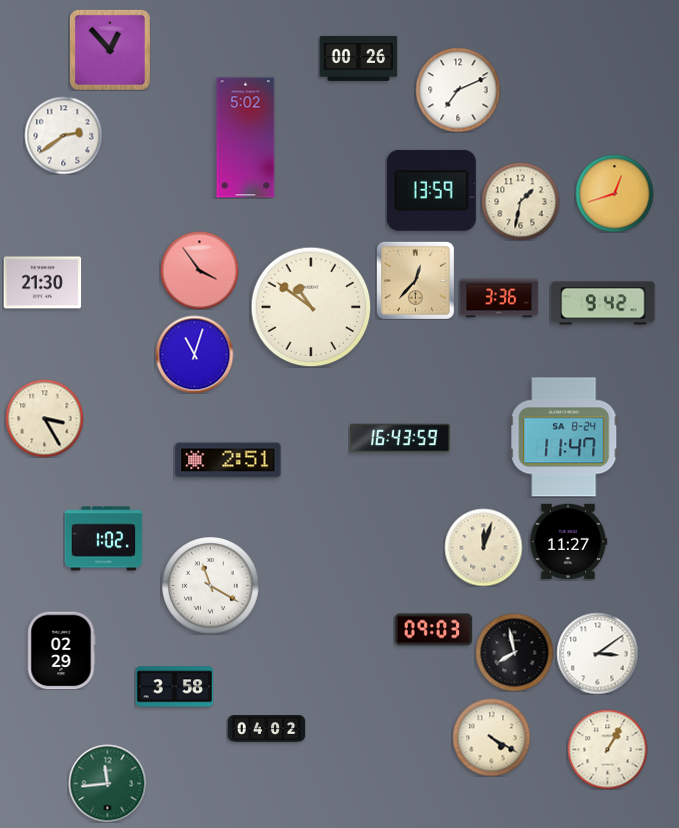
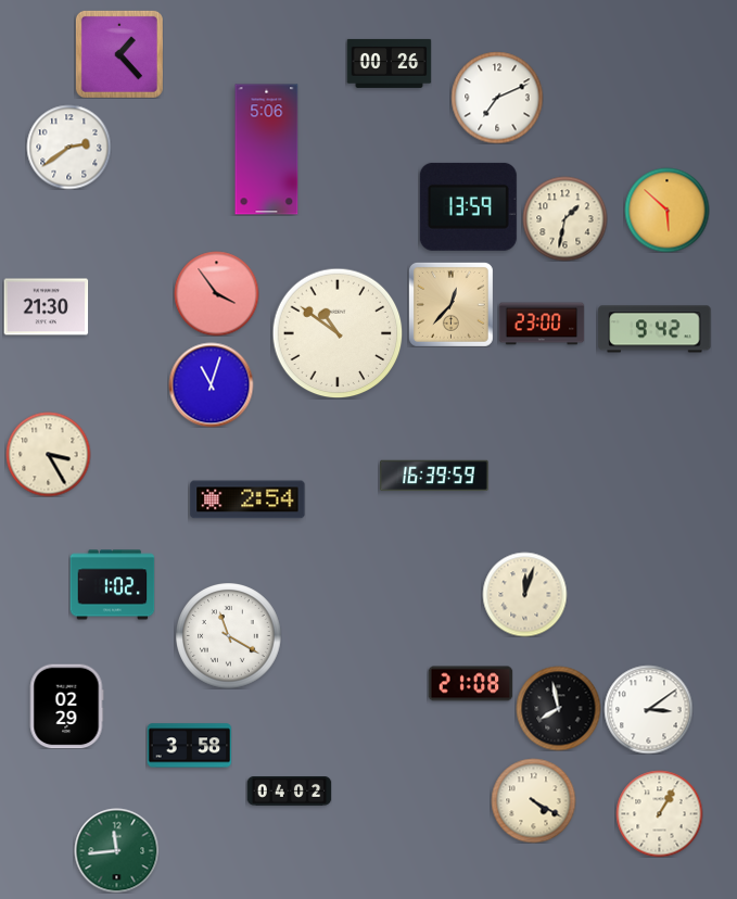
clock at (110, 50): 12:53 -> 1:23
clock at (246, 138): 5:02 -> 5:06
clock at (614, 193): 12:42 -> 5:52
clock at (499, 298): 3:36 -> 23:00
clock at (564, 437): 11:47 -> none
clock at (400, 438): 16:43 -> 16:39
clock at (228, 460): 2:51 -> 2:54
clock at (568, 542): 11:27 -> none
clock at (433, 630): 09:03 -> 21:08
